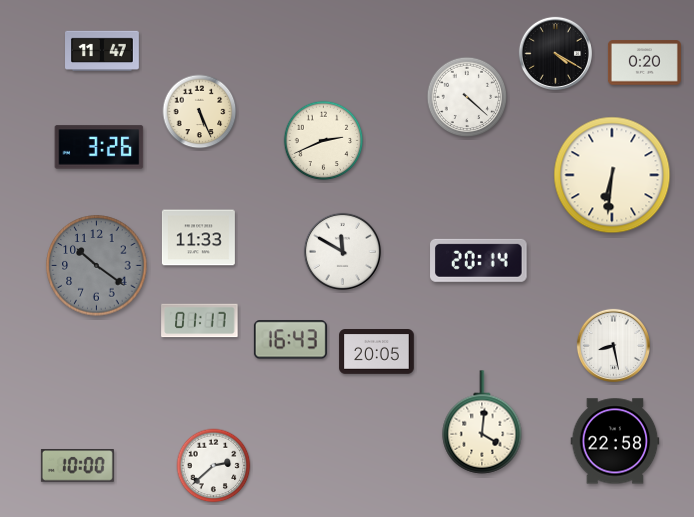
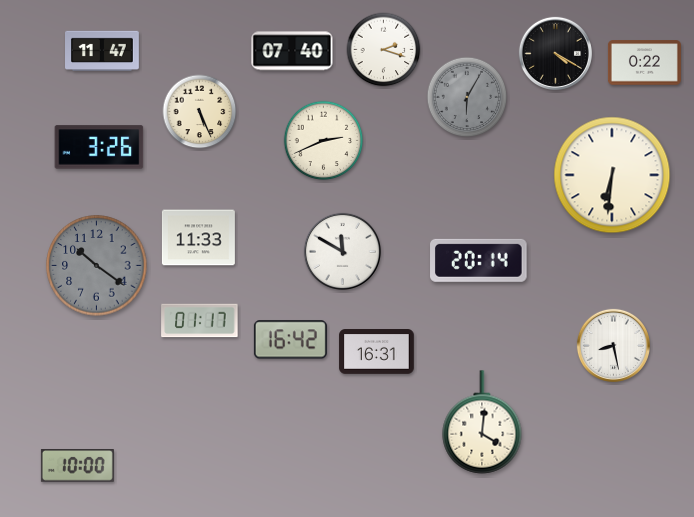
clock at (384, 50): none -> 2:18
clock at (292, 51): none -> 07:40
clock at (644, 63): 0:20 -> 0:22
clock at (467, 97): 4:22 -> 6:05
clock at (467, 97) dial: white -> grey
clock at (290, 340): 16:43 -> 16:42
clock at (377, 352): 20:05 -> 16:31
clock at (615, 441): 22:58 -> none
clock at (214, 466): 2:38 -> none
